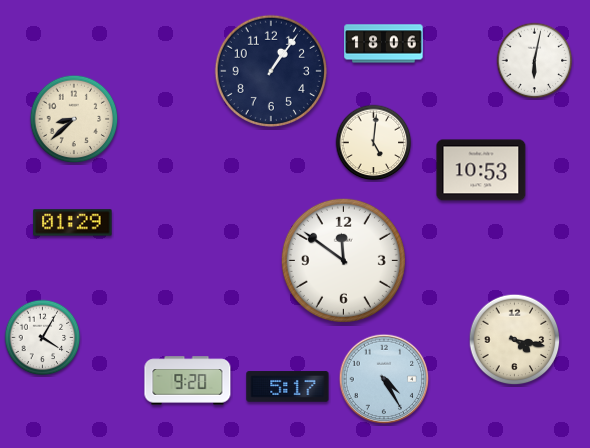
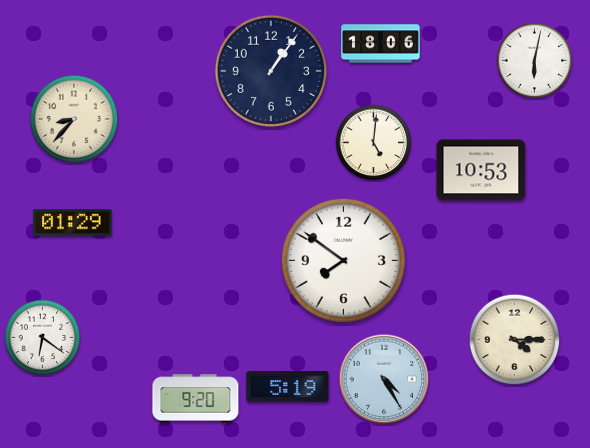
clock at (384, 44) position: (384, 44) -> (381, 44)
clock at (74, 119): 8:38 -> 8:37
clock at (343, 260): 11:51 -> 7:51
clock at (43, 338): 4:05 -> 6:21
clock at (515, 340): 4:17 -> 4:15
clock at (188, 381) position: (188, 381) -> (196, 399)
clock at (288, 387): 5:17 -> 5:19
